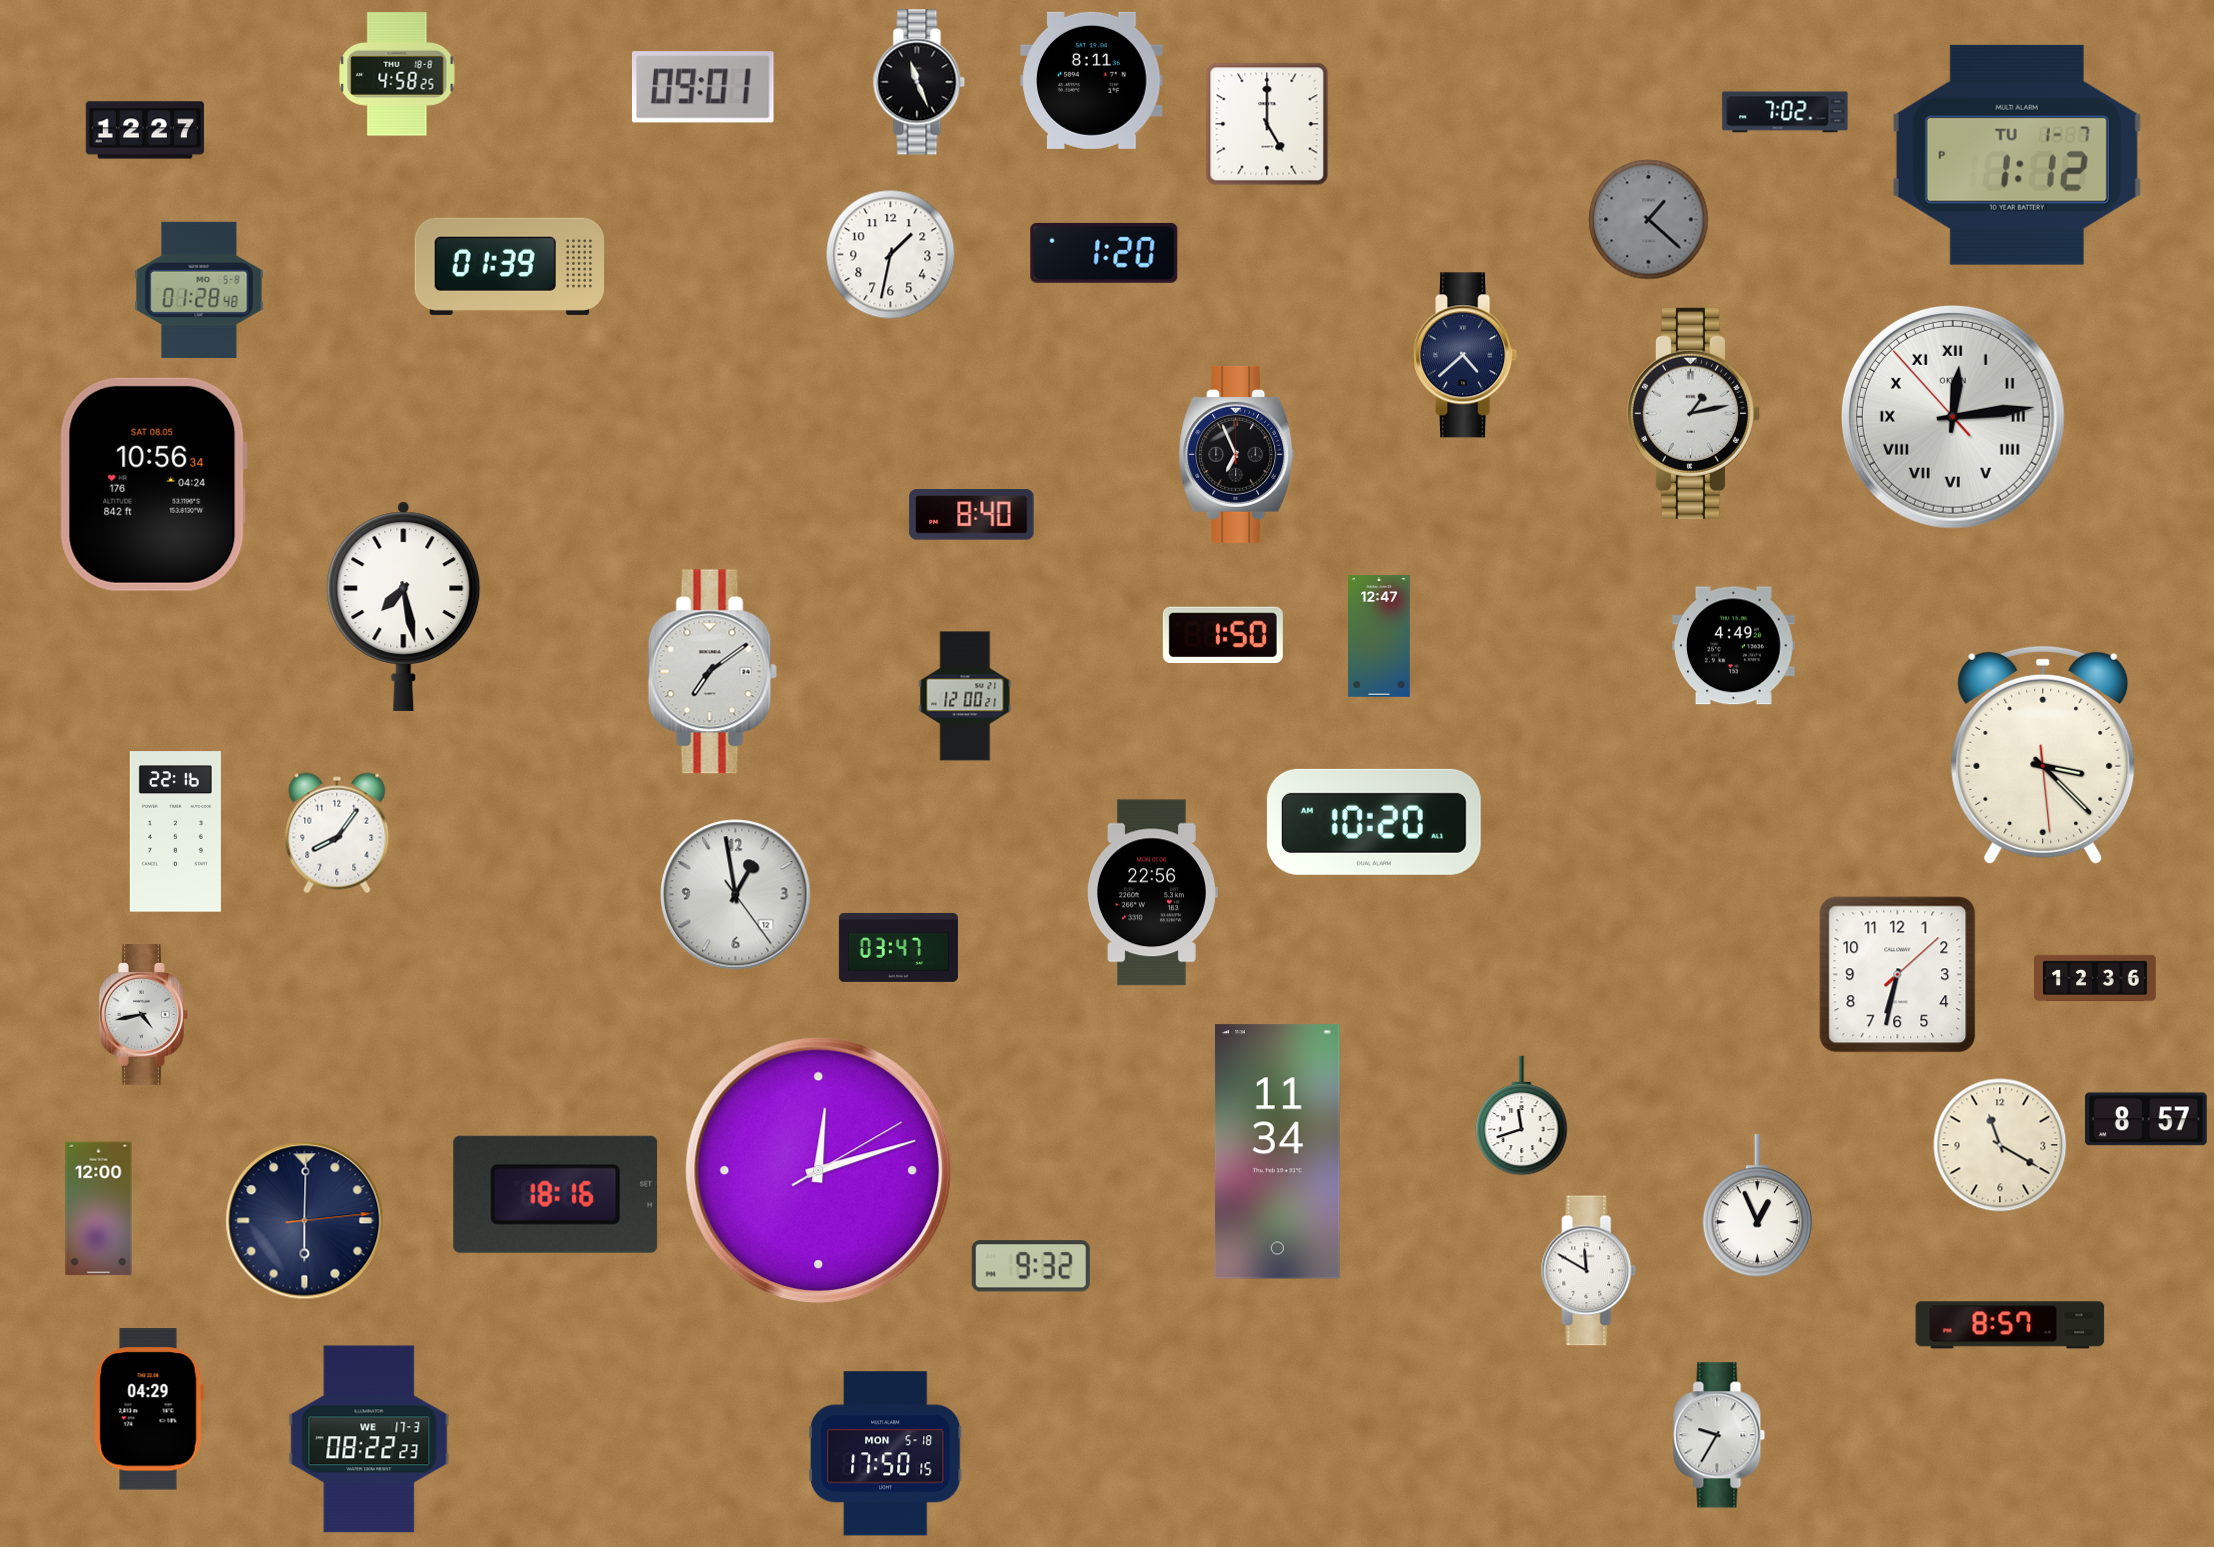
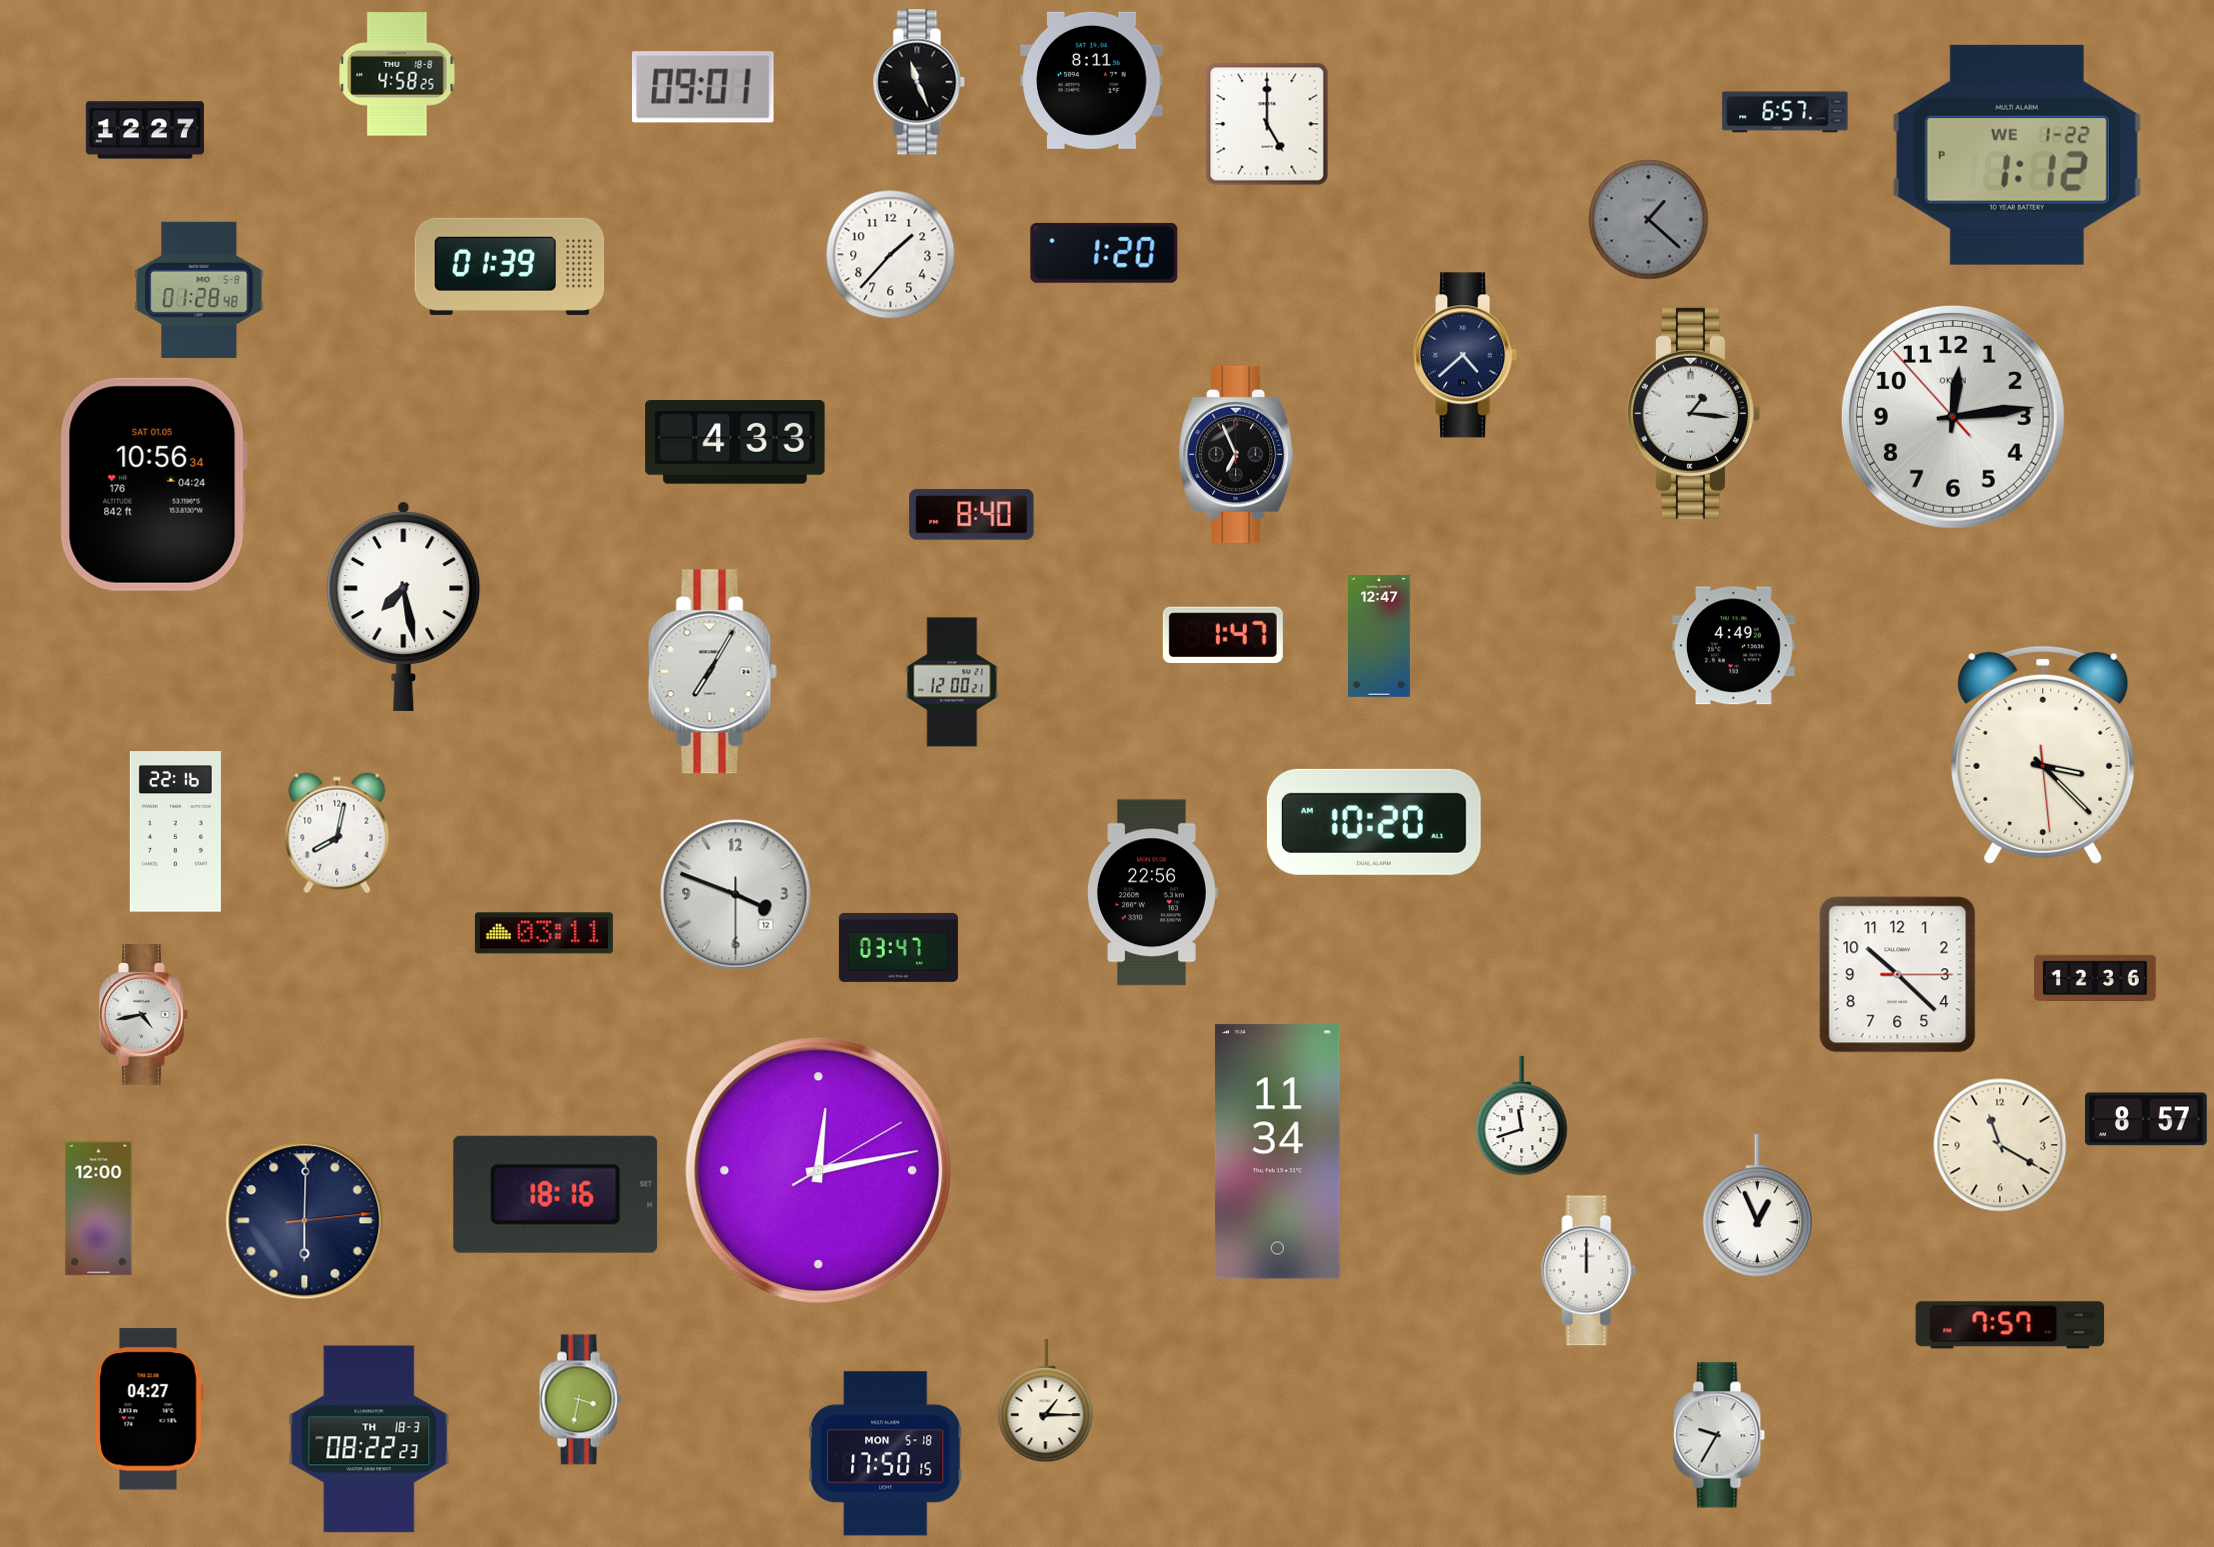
clock at (1785, 112): 7:02 -> 6:57
clock at (2017, 155) date: TU 1-7 -> WE 1-22
clock at (891, 255): 1:32 -> 1:37
clock at (1693, 413): 1:13 -> 1:16
clock at (1953, 417) numerals: Roman -> Arabic
clock at (735, 442): none -> 4:33
clock at (153, 484) date: SAT 08.05 -> SAT 01.05
clock at (1223, 634): 1:50 -> 1:47
clock at (712, 672): 7:09 -> 7:05
clock at (965, 696) position: (965, 696) -> (952, 682)
clock at (337, 833): 8:06 -> 8:02
clock at (736, 895): 12:58 -> 3:48
clock at (544, 933): none -> 03:11
clock at (1898, 975): 6:32 -> 10:22
clock at (819, 1171): 12:12 -> 12:13
clock at (1031, 1266): 9:32 -> none
clock at (1589, 1271): 11:50 -> 12:00
clock at (2010, 1325): 8:57 -> 7:57
clock at (580, 1400): none -> 3:32
clock at (1046, 1401): none -> 1:15
clock at (149, 1409): 04:29 -> 04:27
clock at (369, 1439) date: WE 17-3 -> TH 18-3
